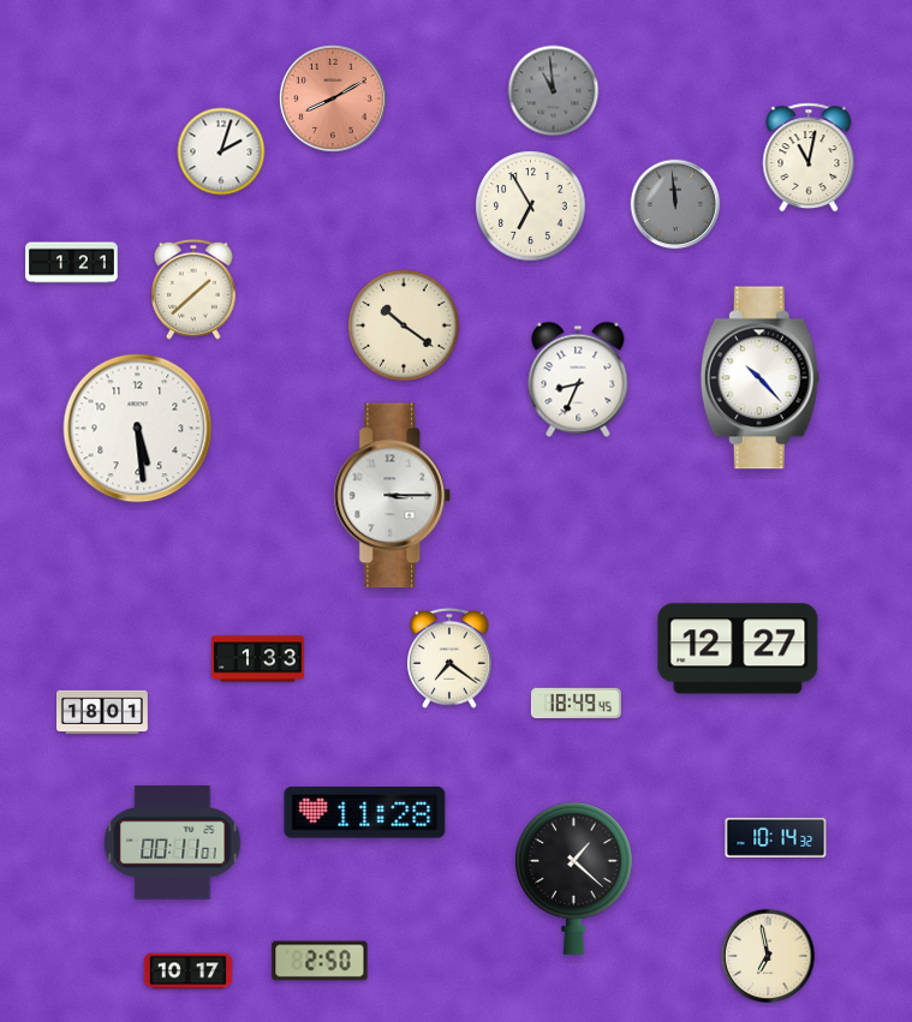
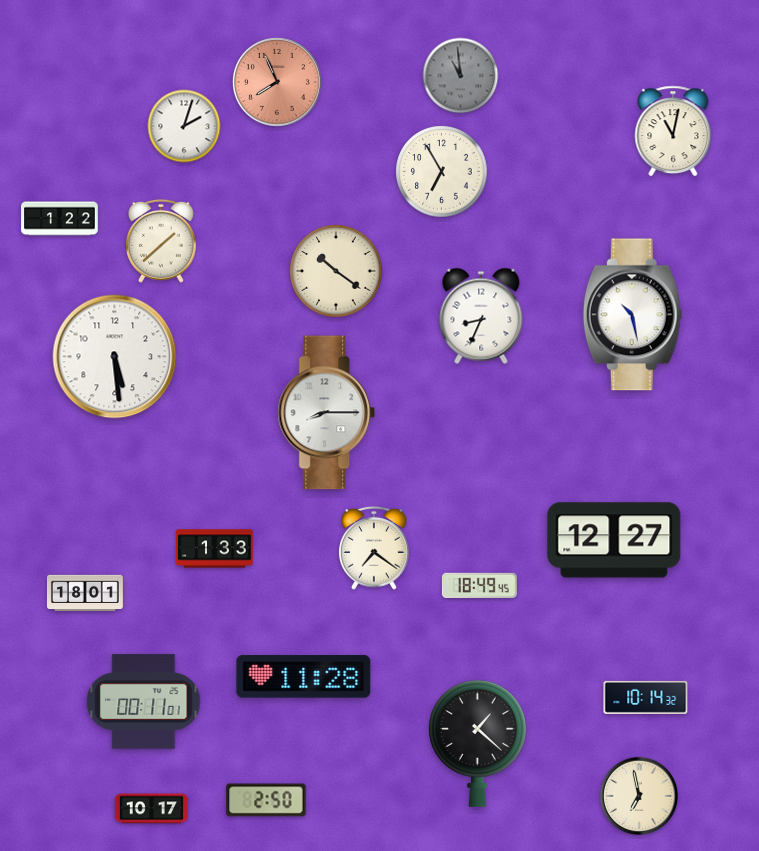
clock at (333, 98): 8:10 -> 7:56
clock at (675, 204): 11:59 -> none
clock at (72, 263): 1:21 -> 1:22
clock at (759, 378): 10:23 -> 10:28
clock at (393, 496): 3:15 -> 8:15
clock at (574, 878) position: (574, 878) -> (478, 743)
clock at (189, 972) position: (189, 972) -> (152, 809)
